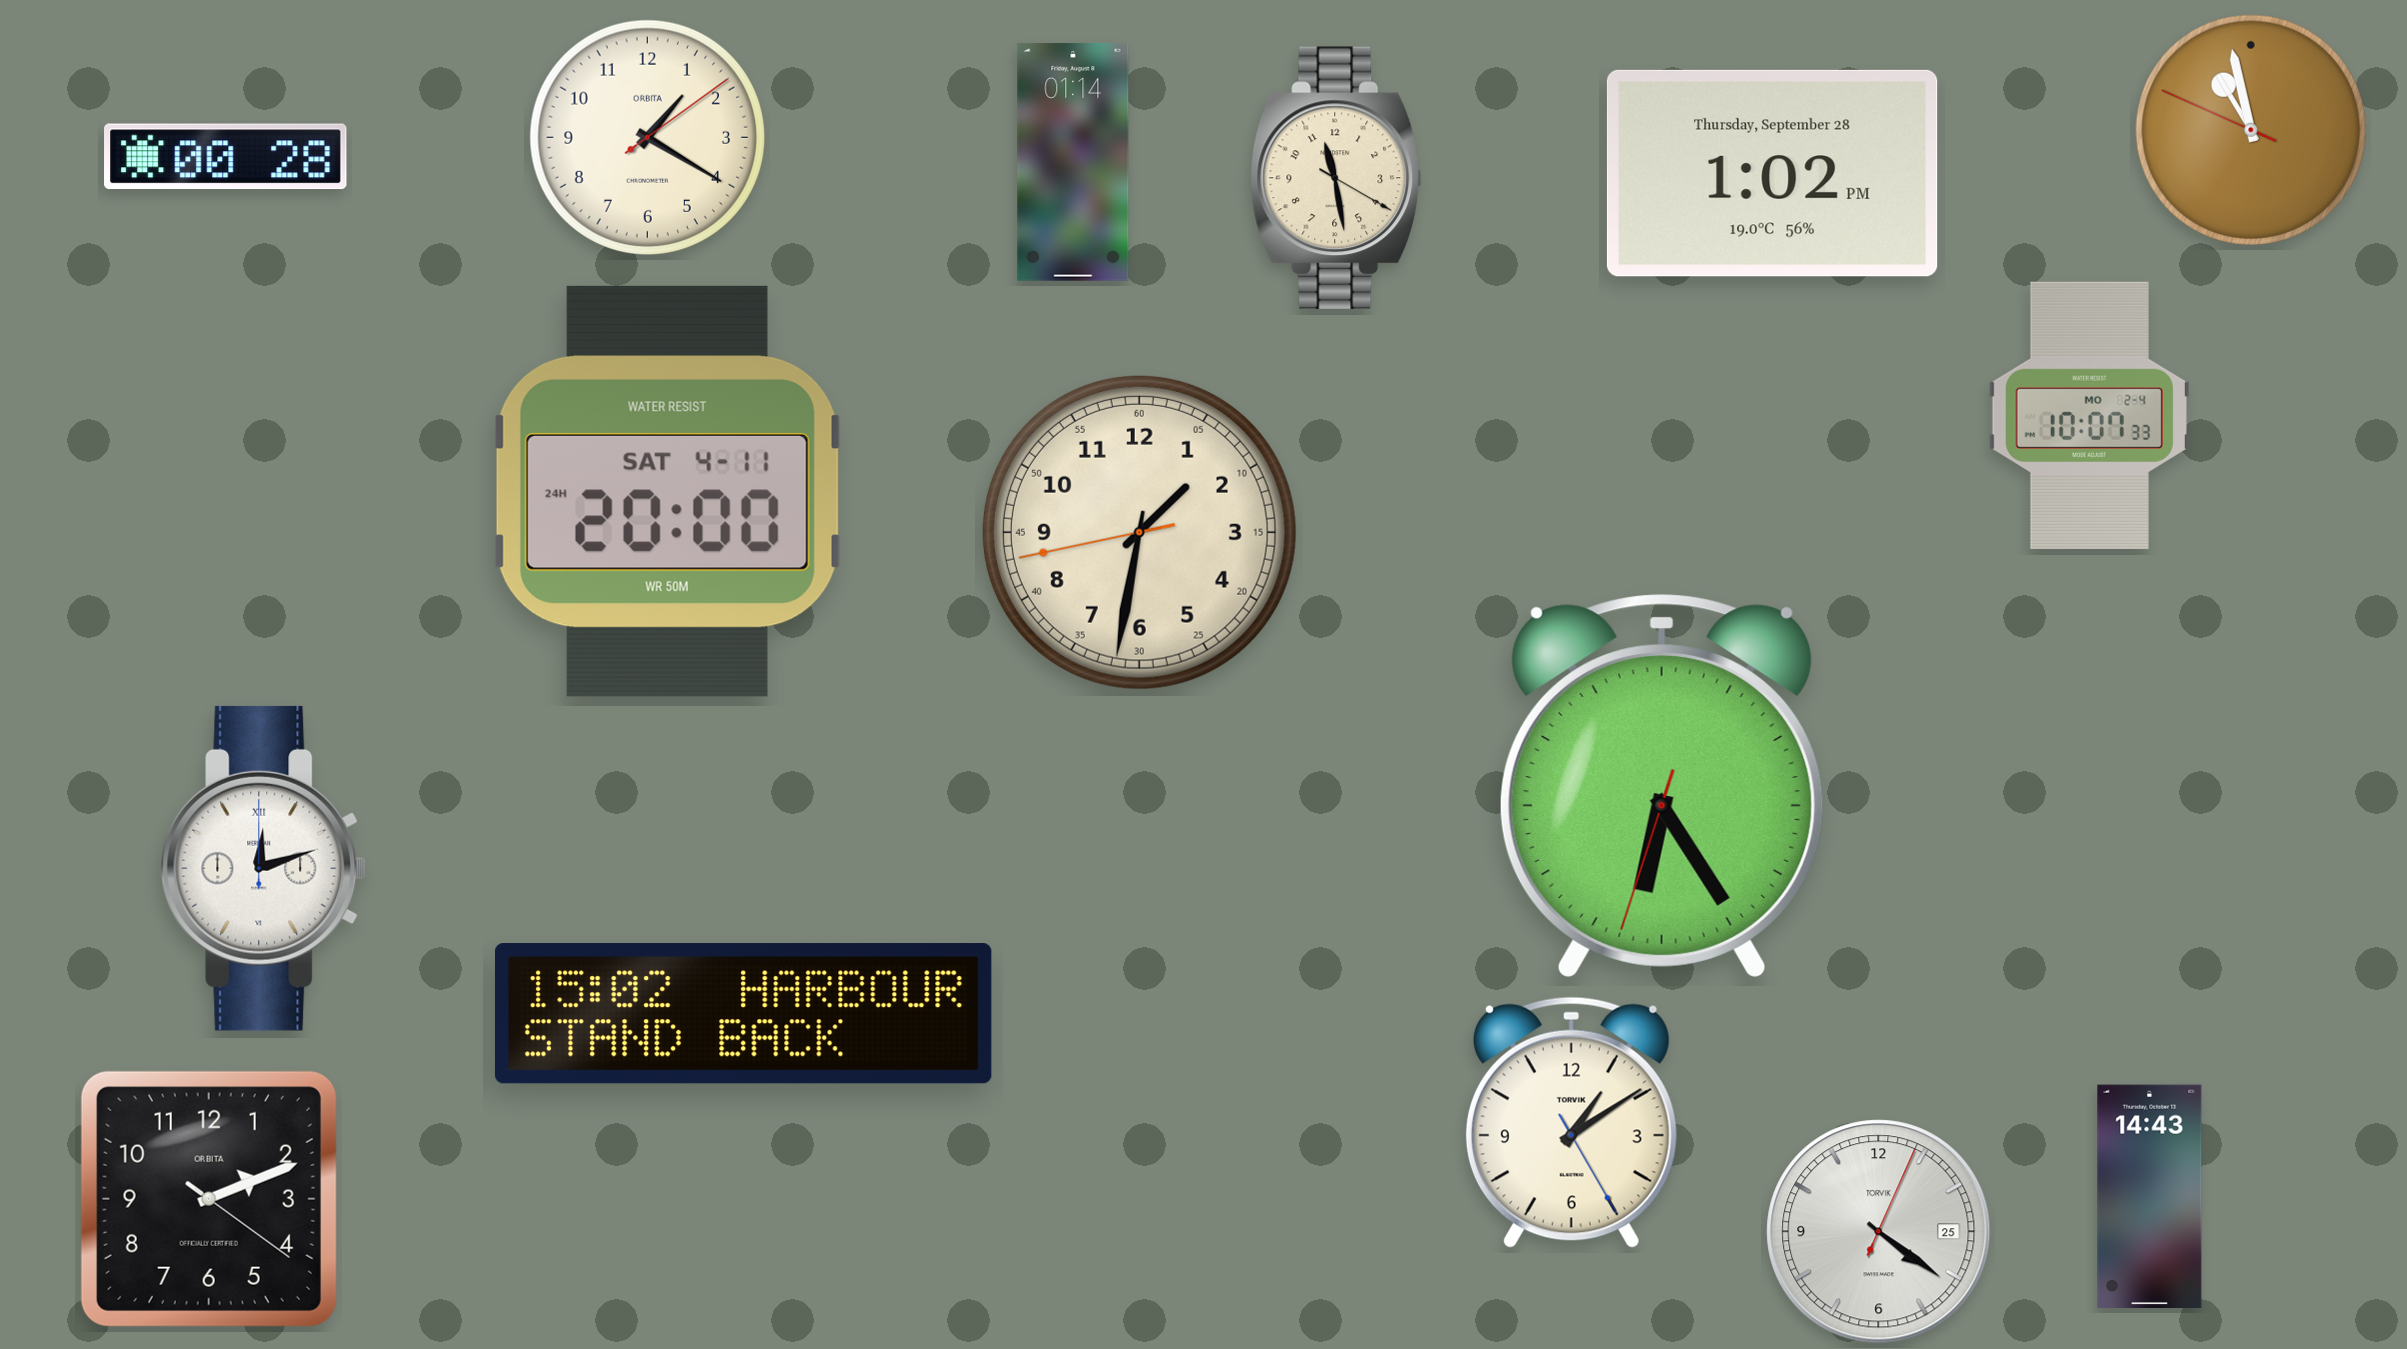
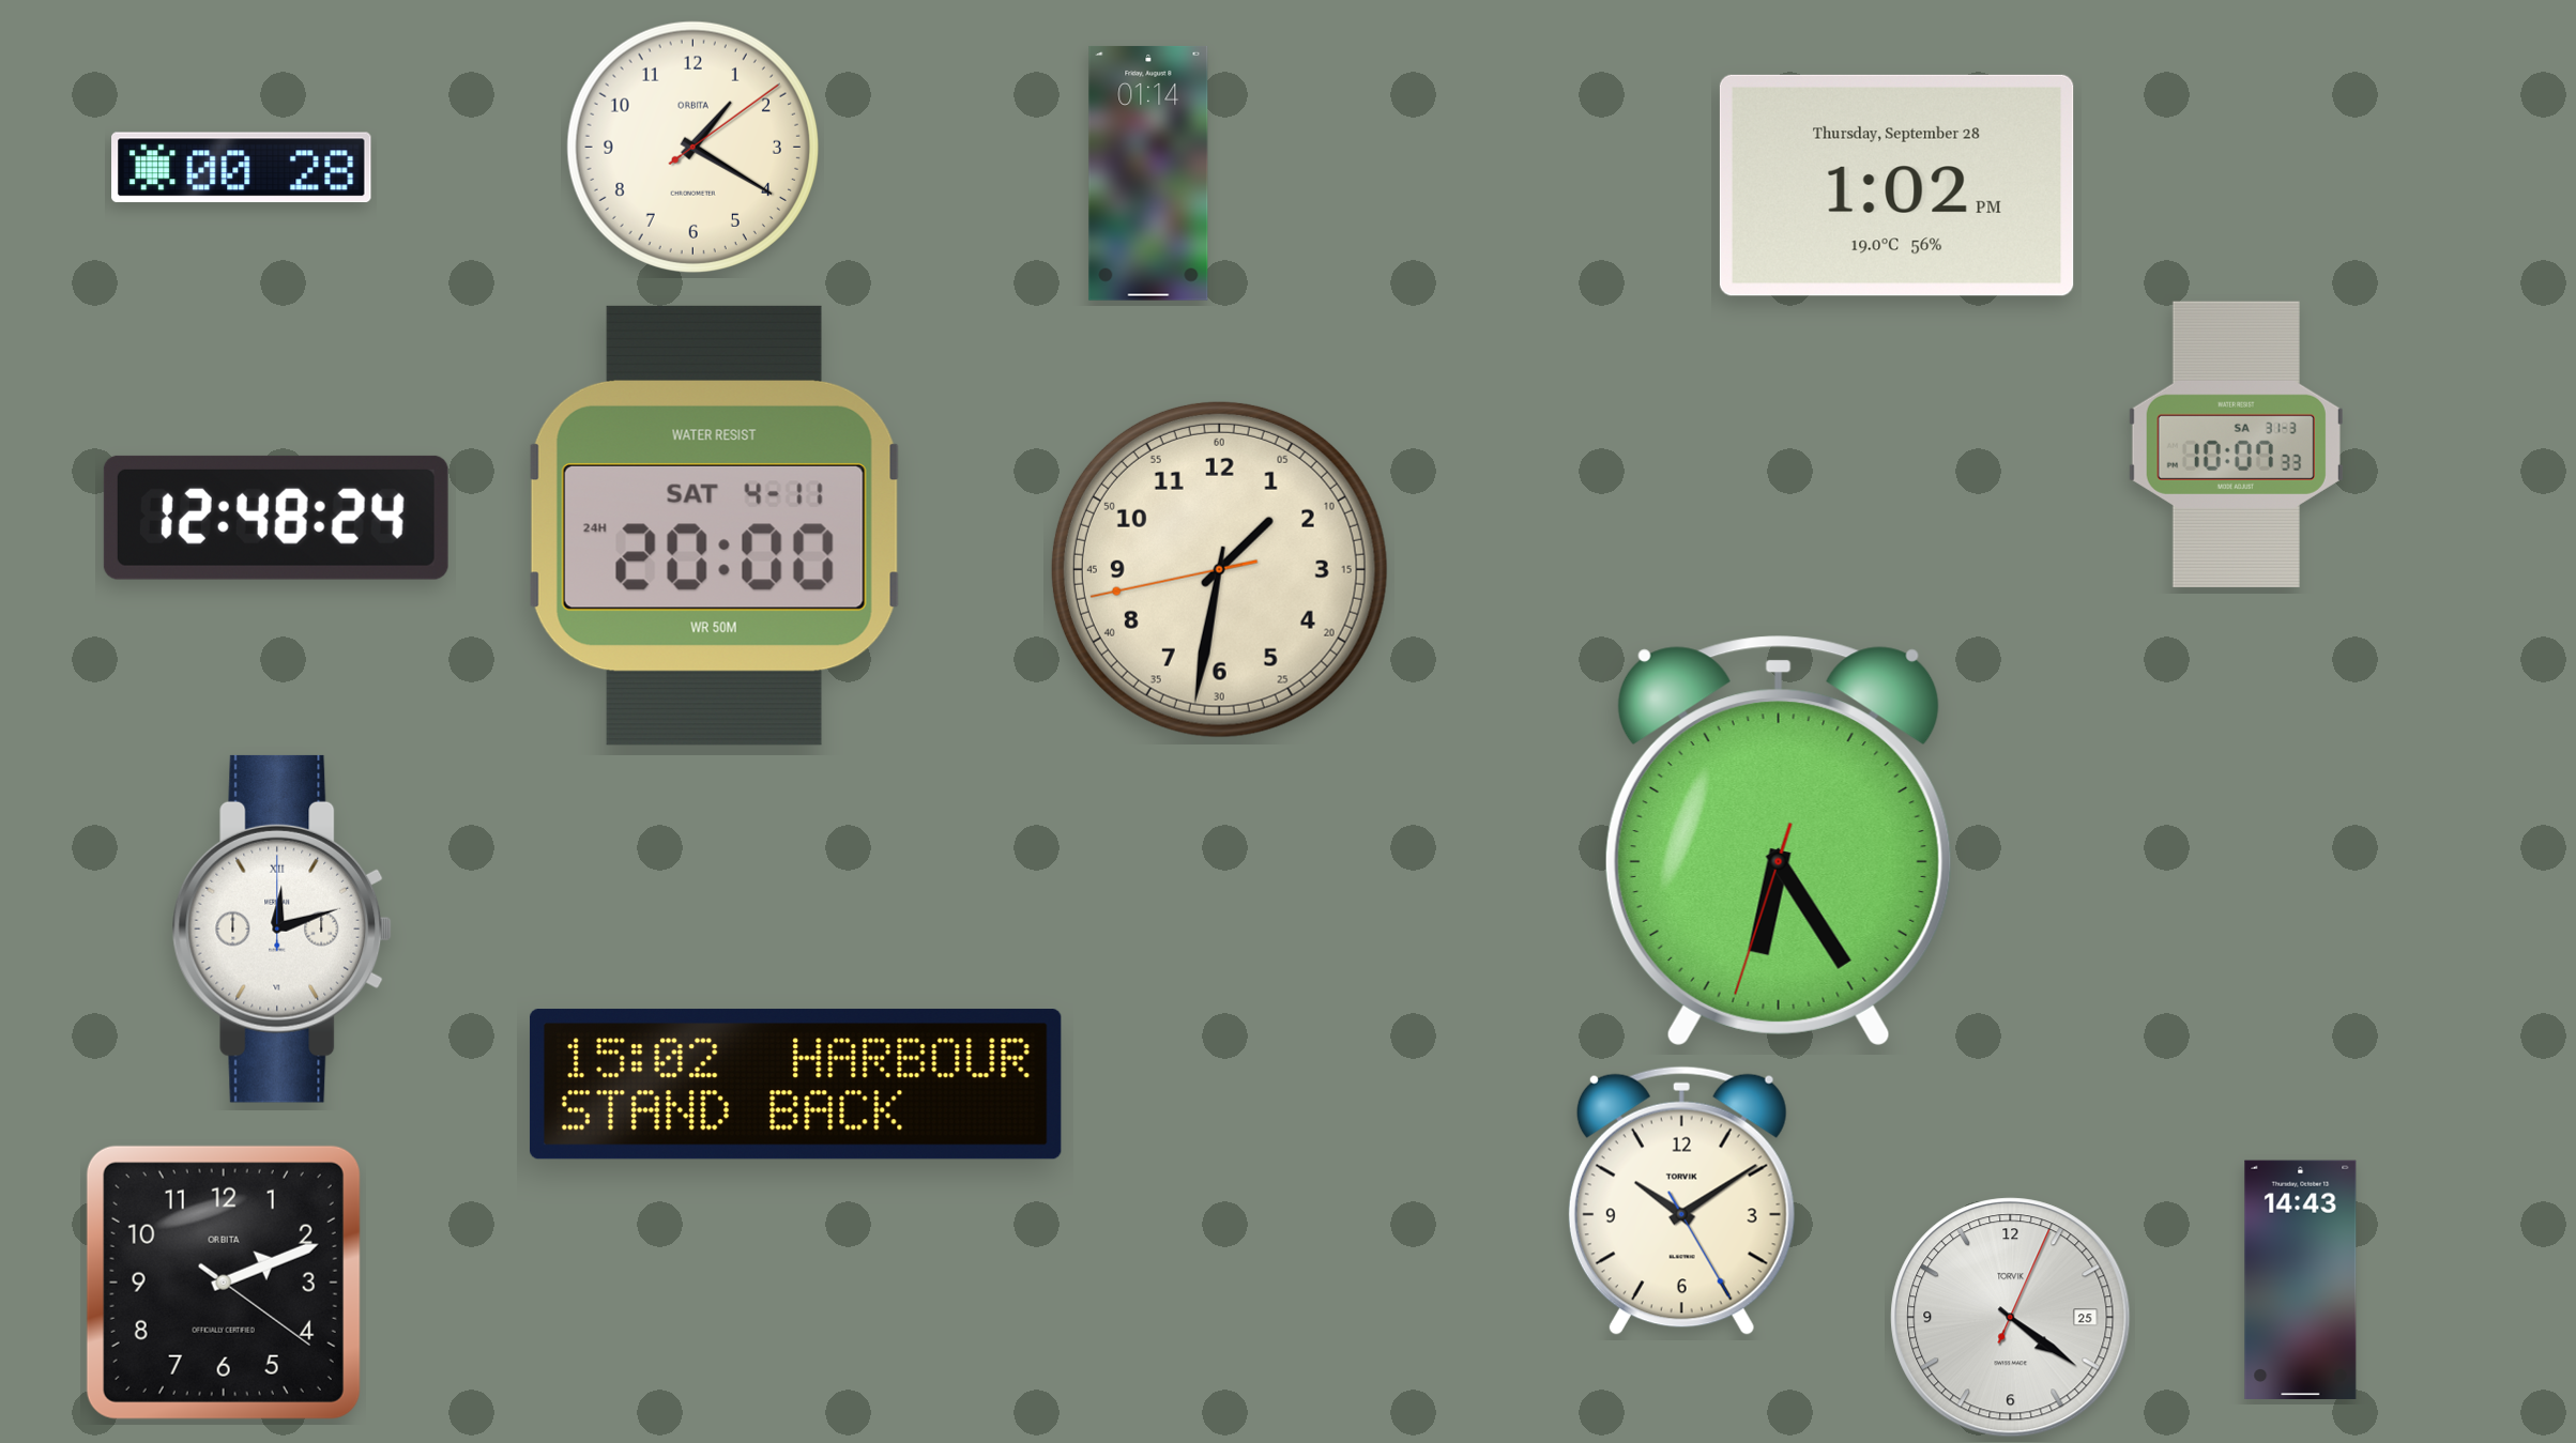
clock at (2251, 130): 10:57 -> none
clock at (1336, 177): 11:28 -> none
clock at (2089, 415) date: MO 2-4 -> SA 31-3
clock at (276, 518): none -> 12:48
clock at (1571, 1122): 1:09 -> 10:09
